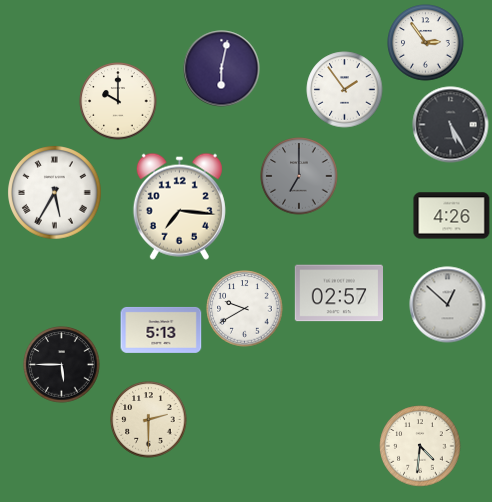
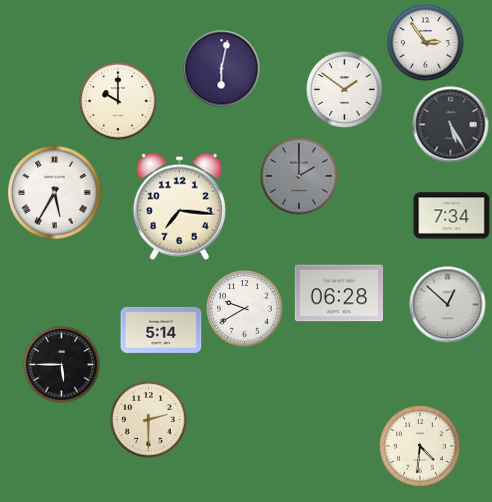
clock at (345, 90): 1:54 -> 1:51
clock at (299, 176): 7:00 -> 2:00
clock at (452, 216): 4:26 -> 7:34
clock at (339, 293): 02:57 -> 06:28
clock at (161, 330): 5:13 -> 5:14
